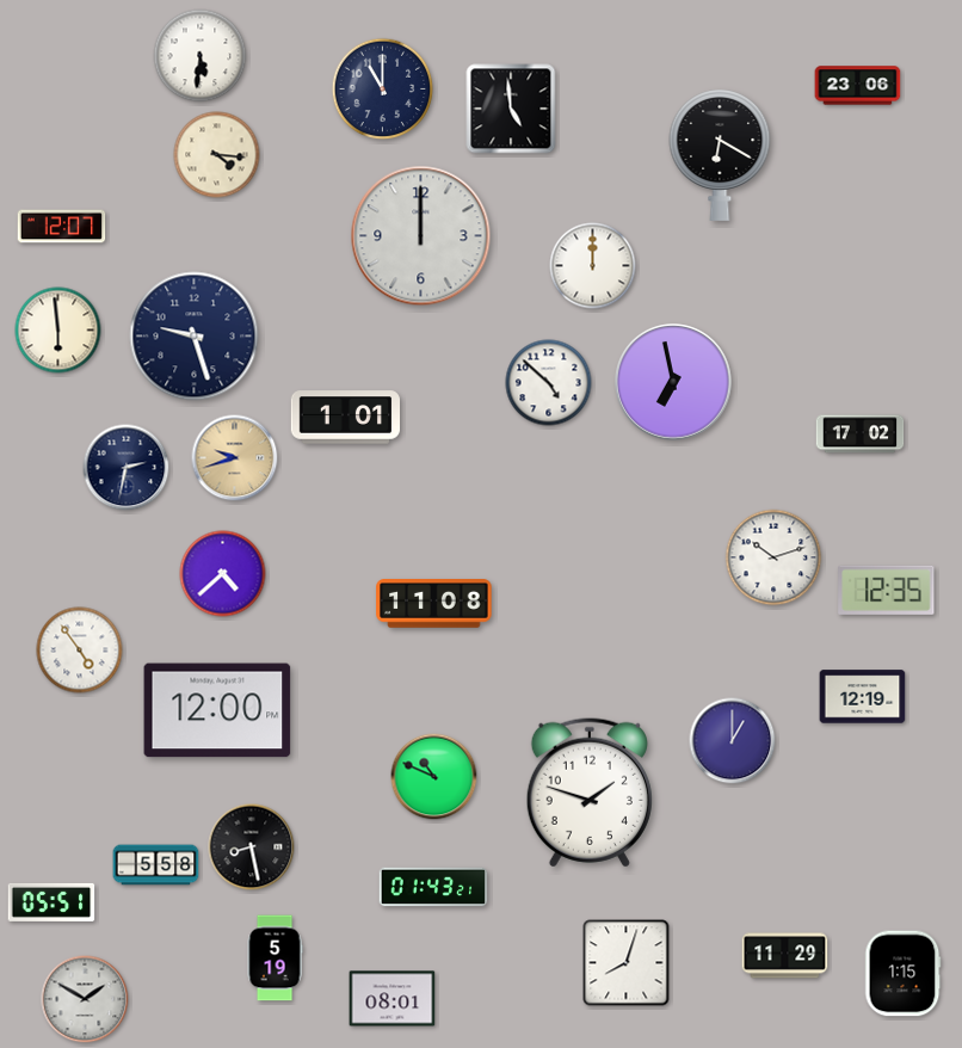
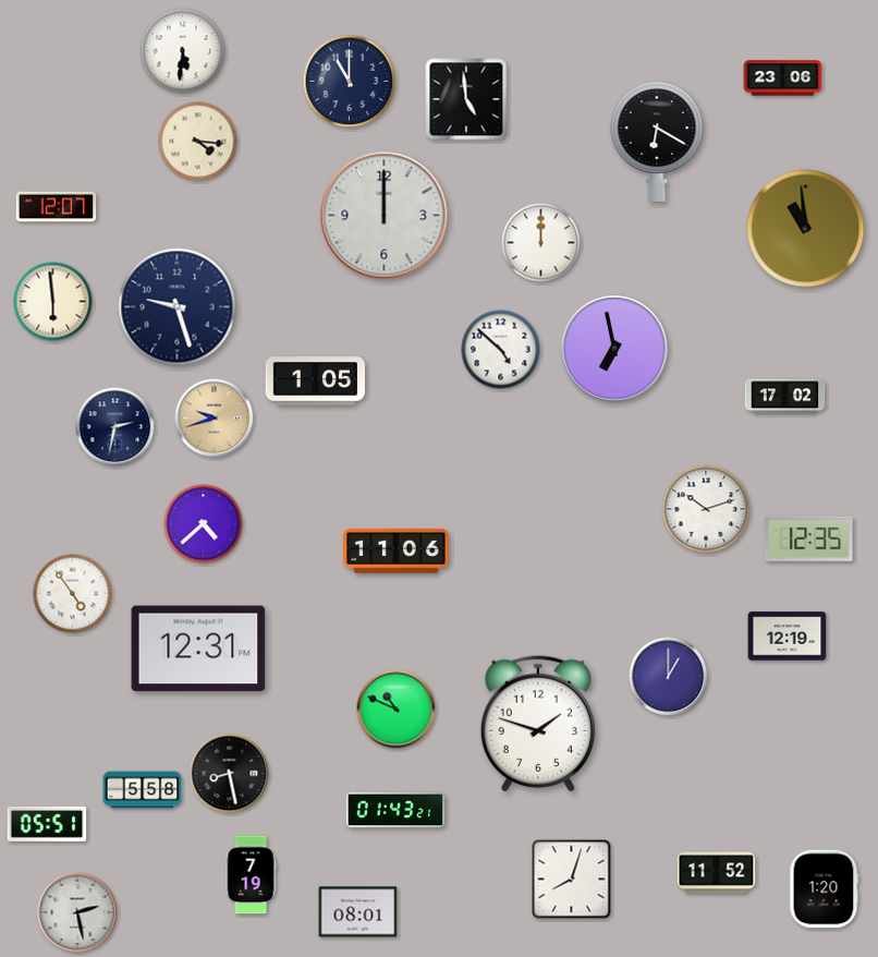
clock at (806, 229): none -> 10:59
clock at (345, 418): 1:01 -> 1:05
clock at (434, 604): 11:08 -> 11:06
clock at (217, 710): 12:00 -> 12:31
clock at (785, 956): 11:29 -> 11:52
clock at (275, 958): 5:19 -> 7:19
clock at (902, 974): 1:15 -> 1:20
clock at (85, 999): 1:50 -> 2:28
